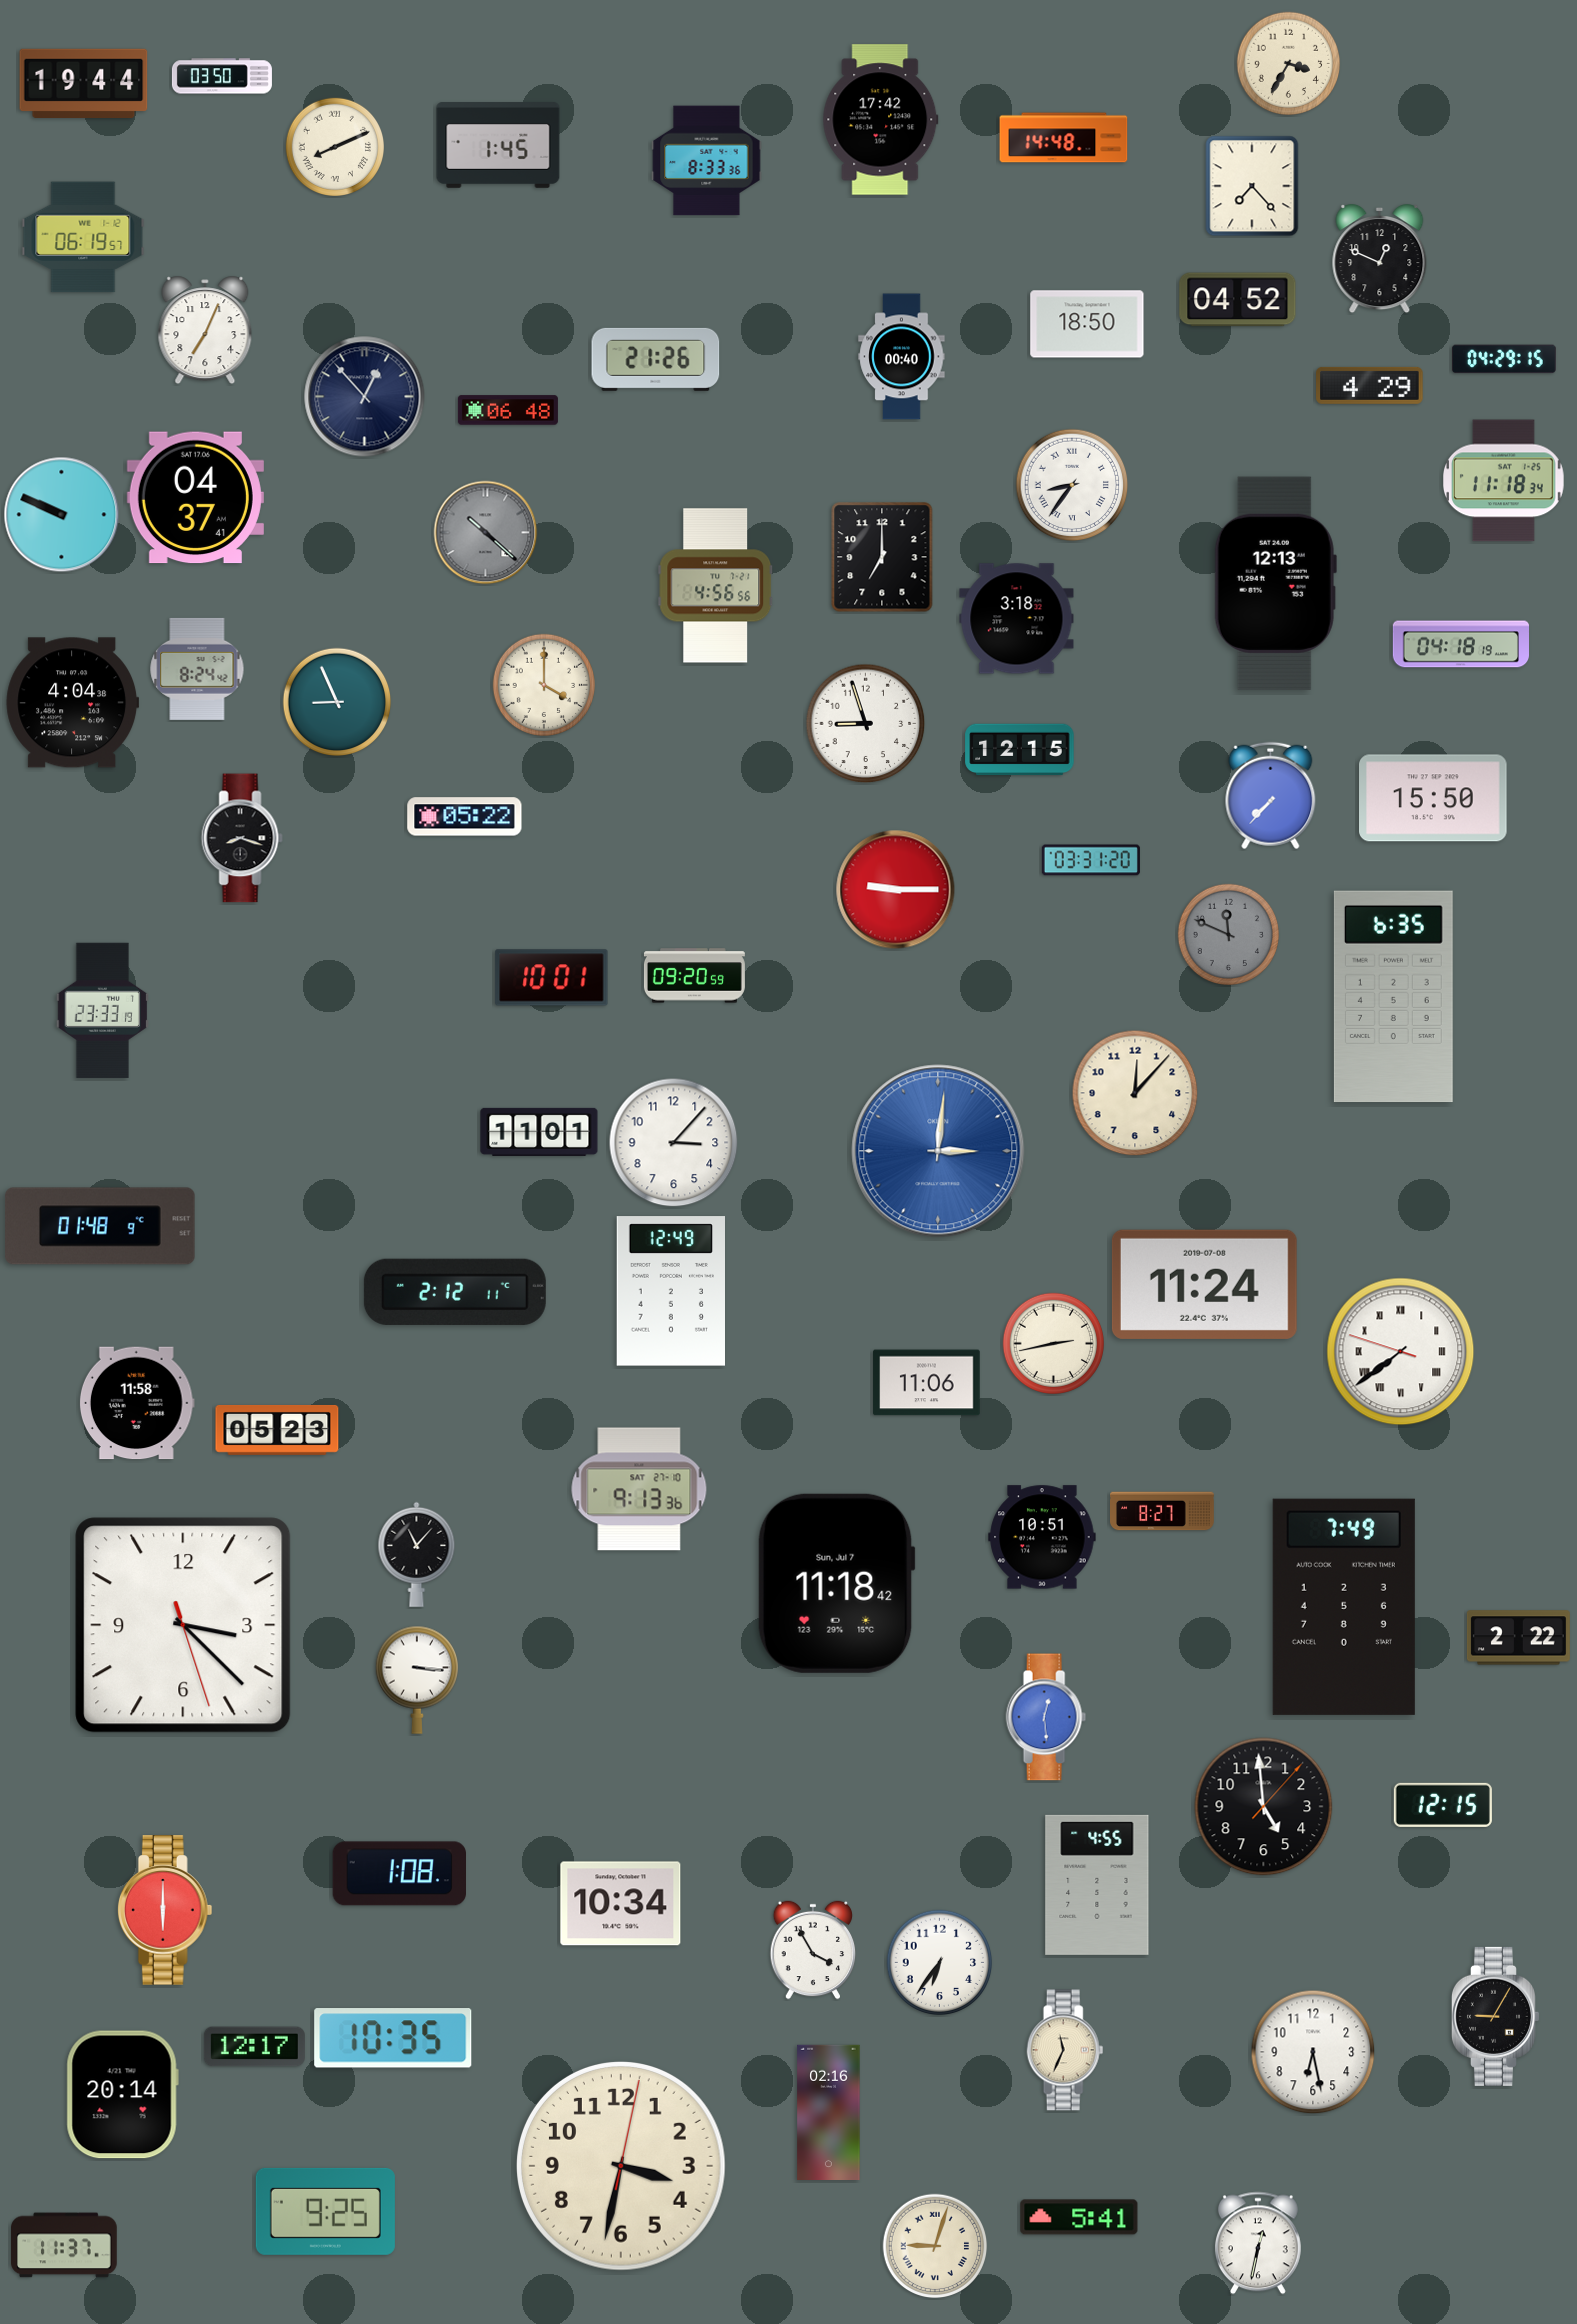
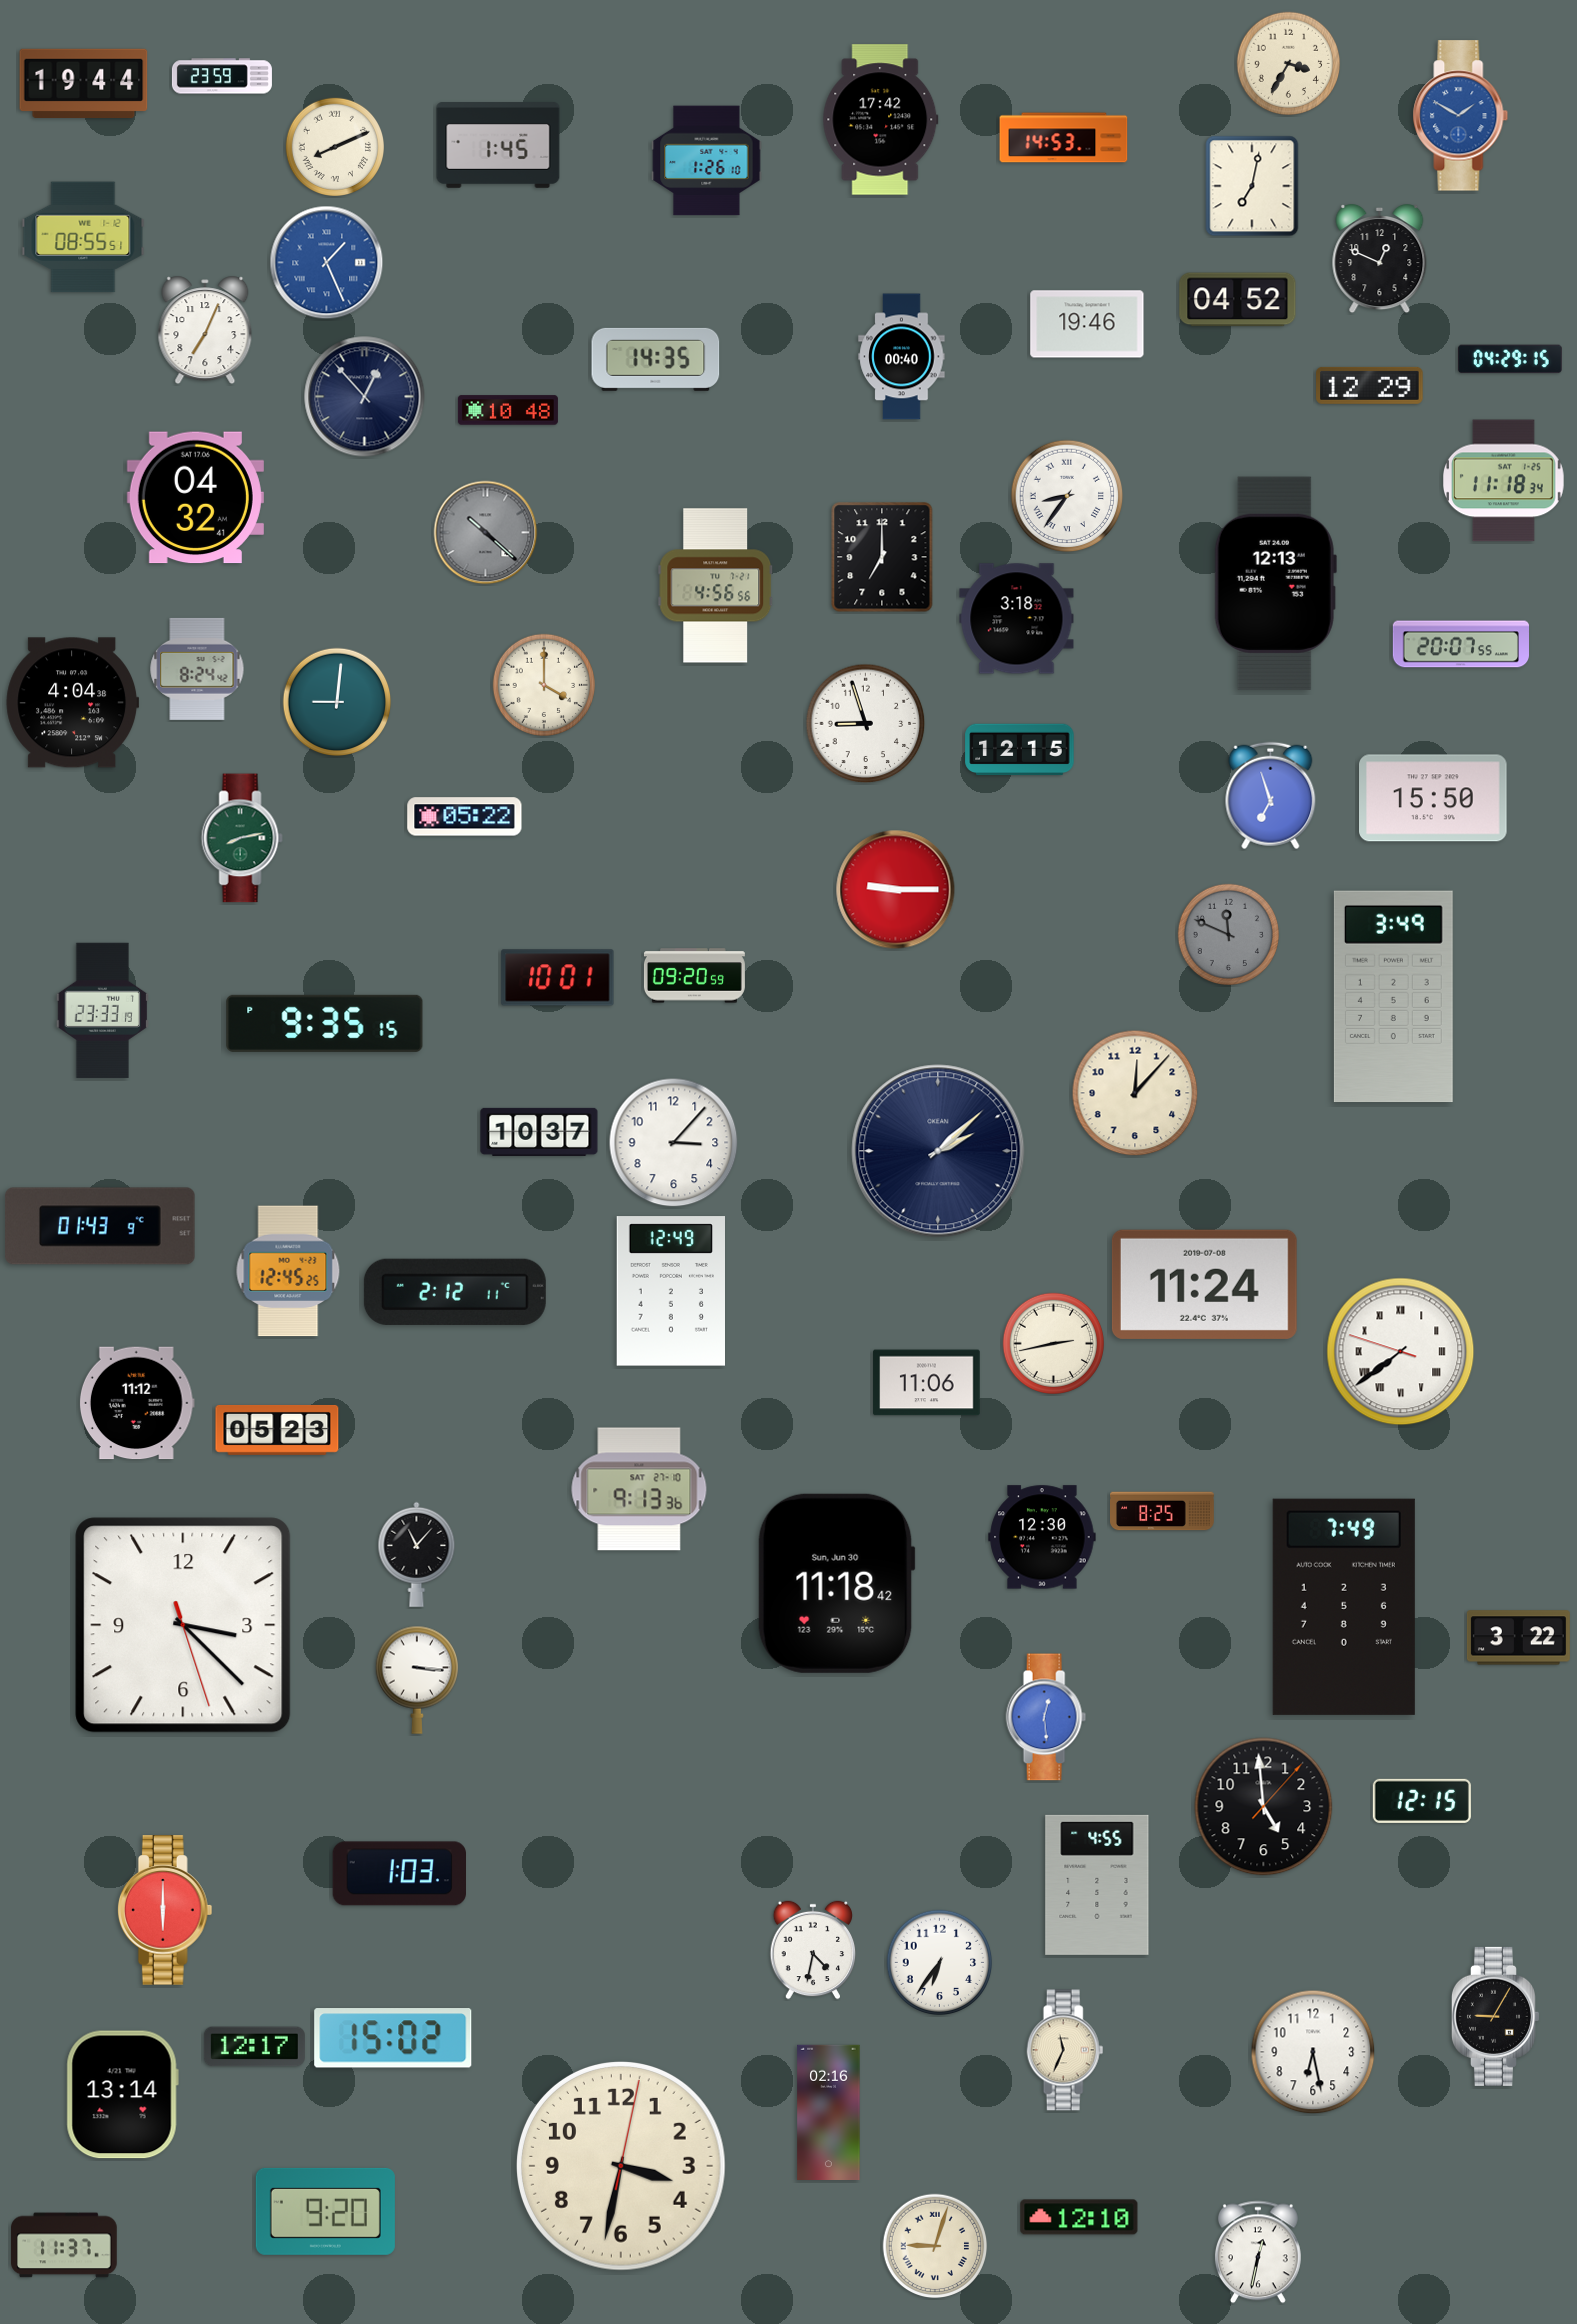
clock at (222, 76): 03:50 -> 23:59
clock at (1461, 116): none -> 1:50
clock at (1064, 138): 14:48 -> 14:53
clock at (707, 161): 8:33 -> 1:26
clock at (1252, 186): 7:23 -> 7:02
clock at (83, 237): 06:19 -> 08:55
clock at (327, 263): none -> 1:26
clock at (1087, 324): 18:50 -> 19:46
clock at (656, 359): 21:26 -> 14:35
clock at (1504, 359) position: (1504, 359) -> (1510, 359)
clock at (1370, 385): 4:29 -> 12:29
clock at (508, 410): 06:48 -> 10:48
clock at (1072, 485) position: (1072, 485) -> (1067, 496)
clock at (195, 498): 04:37 -> 04:32
clock at (62, 515): 9:49 -> none
clock at (1460, 644): 04:18 -> 20:07
clock at (337, 702): 8:56 -> 9:01
clock at (1271, 796): 7:37 -> 6:57
clock at (242, 838): 8:18 -> 8:13
clock at (242, 838) dial: black -> green
clock at (1091, 860): 03:31 -> none
clock at (552, 978) position: (552, 978) -> (558, 978)
clock at (1393, 997): 6:35 -> 3:49
clock at (325, 1023): none -> 9:35
clock at (539, 1132): 11:01 -> 10:37
clock at (938, 1151): 3:01 -> 2:08
clock at (938, 1151) dial: blue -> navy
clock at (100, 1226): 01:48 -> 01:43
clock at (288, 1271): none -> 12:45
clock at (137, 1403): 11:58 -> 11:12
clock at (1162, 1511): 8:27 -> 8:25
clock at (1042, 1537): 10:51 -> 12:30
clock at (836, 1583) date: Sun, Jul 7 -> Sun, Jun 30
clock at (1518, 1638): 2:22 -> 3:22
clock at (1443, 1805) position: (1443, 1805) -> (1422, 1801)
clock at (399, 1874): 1:08 -> 1:03
clock at (621, 1904): 10:34 -> none
clock at (813, 1950): 3:55 -> 4:32
clock at (393, 2038): 10:35 -> 15:02
clock at (122, 2095): 20:14 -> 13:14
clock at (325, 2211): 9:25 -> 9:20
clock at (1079, 2217): 5:41 -> 12:10
clock at (1258, 2243) position: (1258, 2243) -> (1258, 2252)
